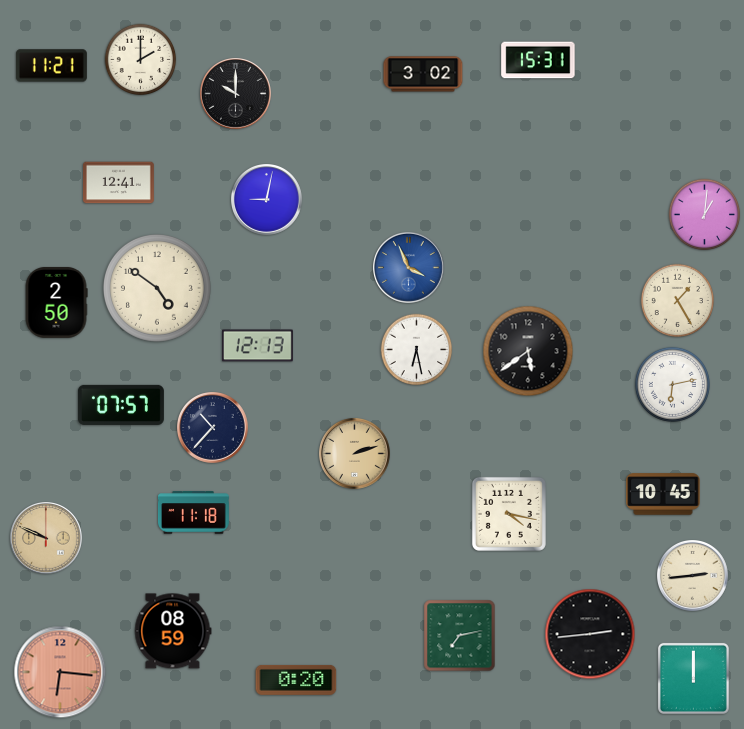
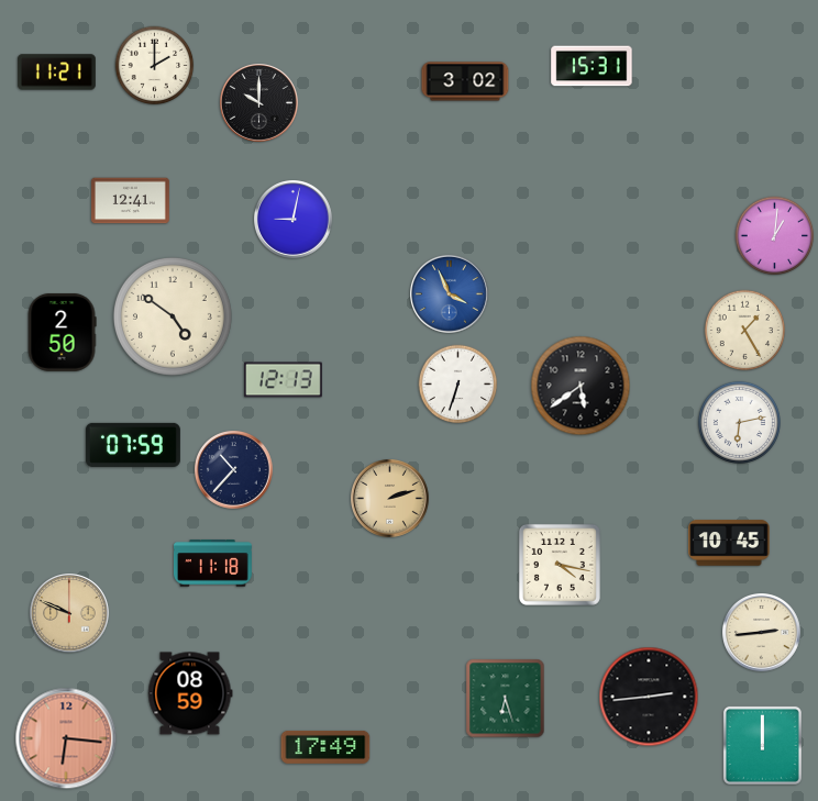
clock at (417, 350): 6:28 -> 6:33
clock at (121, 405): 07:57 -> 07:59
clock at (47, 539) position: (47, 539) -> (70, 614)
clock at (460, 636): 7:13 -> 6:27
clock at (296, 680): 0:20 -> 17:49
